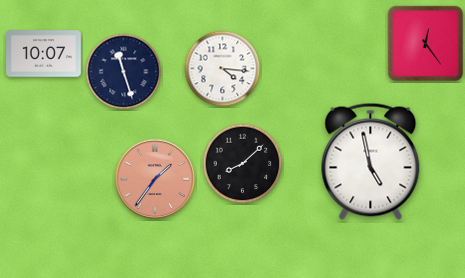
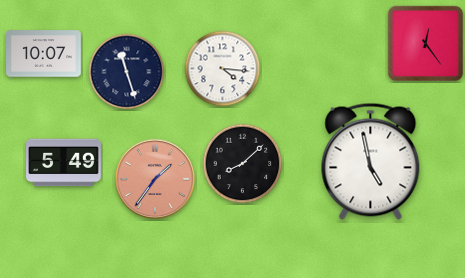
clock at (124, 72) position: (124, 72) -> (127, 72)
clock at (64, 163): none -> 5:49
